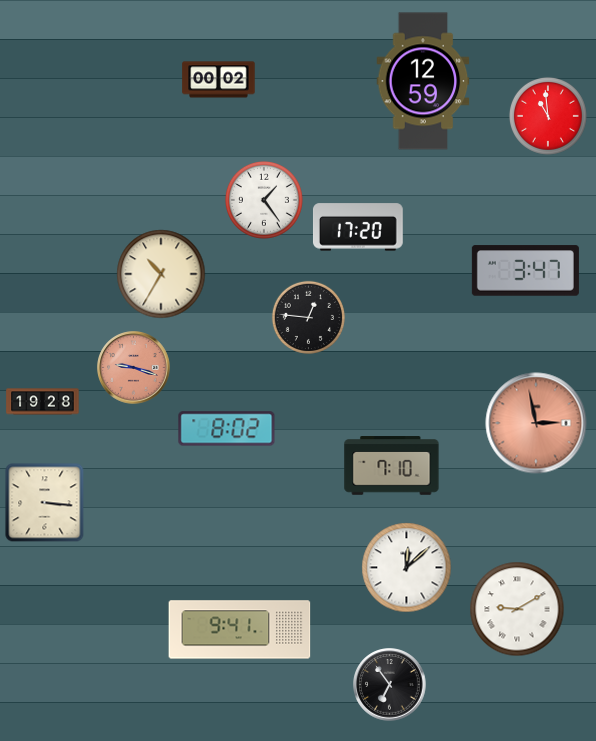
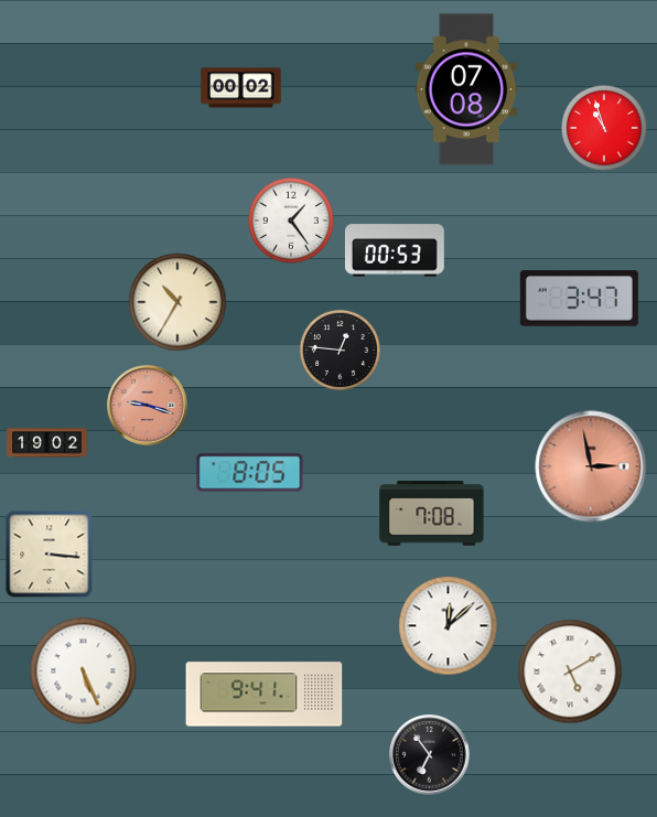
clock at (423, 81): 12:59 -> 07:08
clock at (548, 116): 10:59 -> 10:57
clock at (358, 227): 17:20 -> 00:53
clock at (43, 402): 19:28 -> 19:02
clock at (227, 429): 8:02 -> 8:05
clock at (392, 466): 7:10 -> 7:08
clock at (84, 671): none -> 5:26
clock at (517, 609): 9:10 -> 5:10
